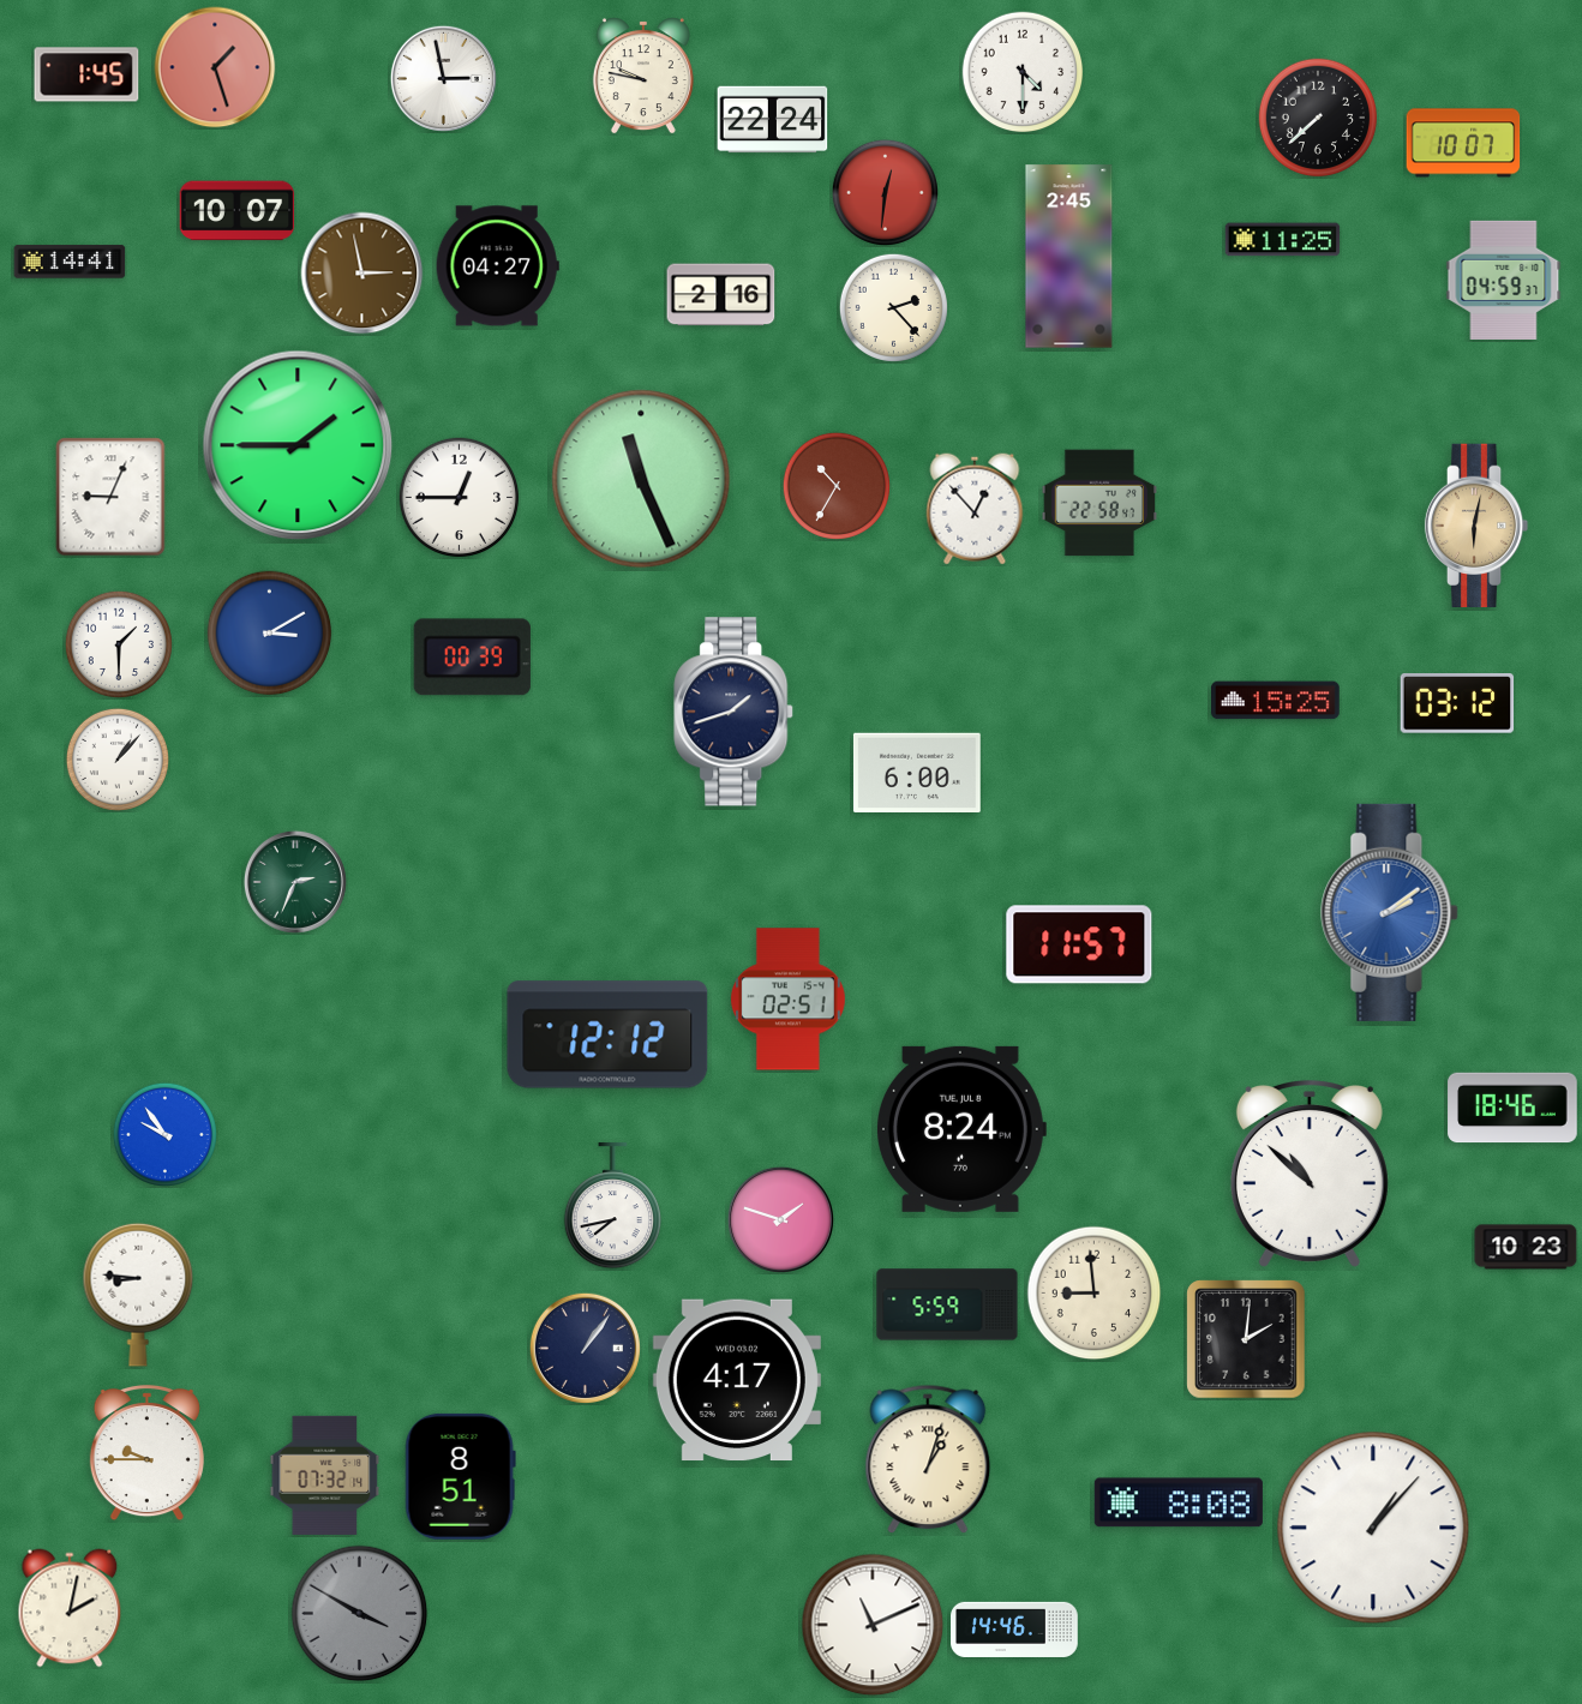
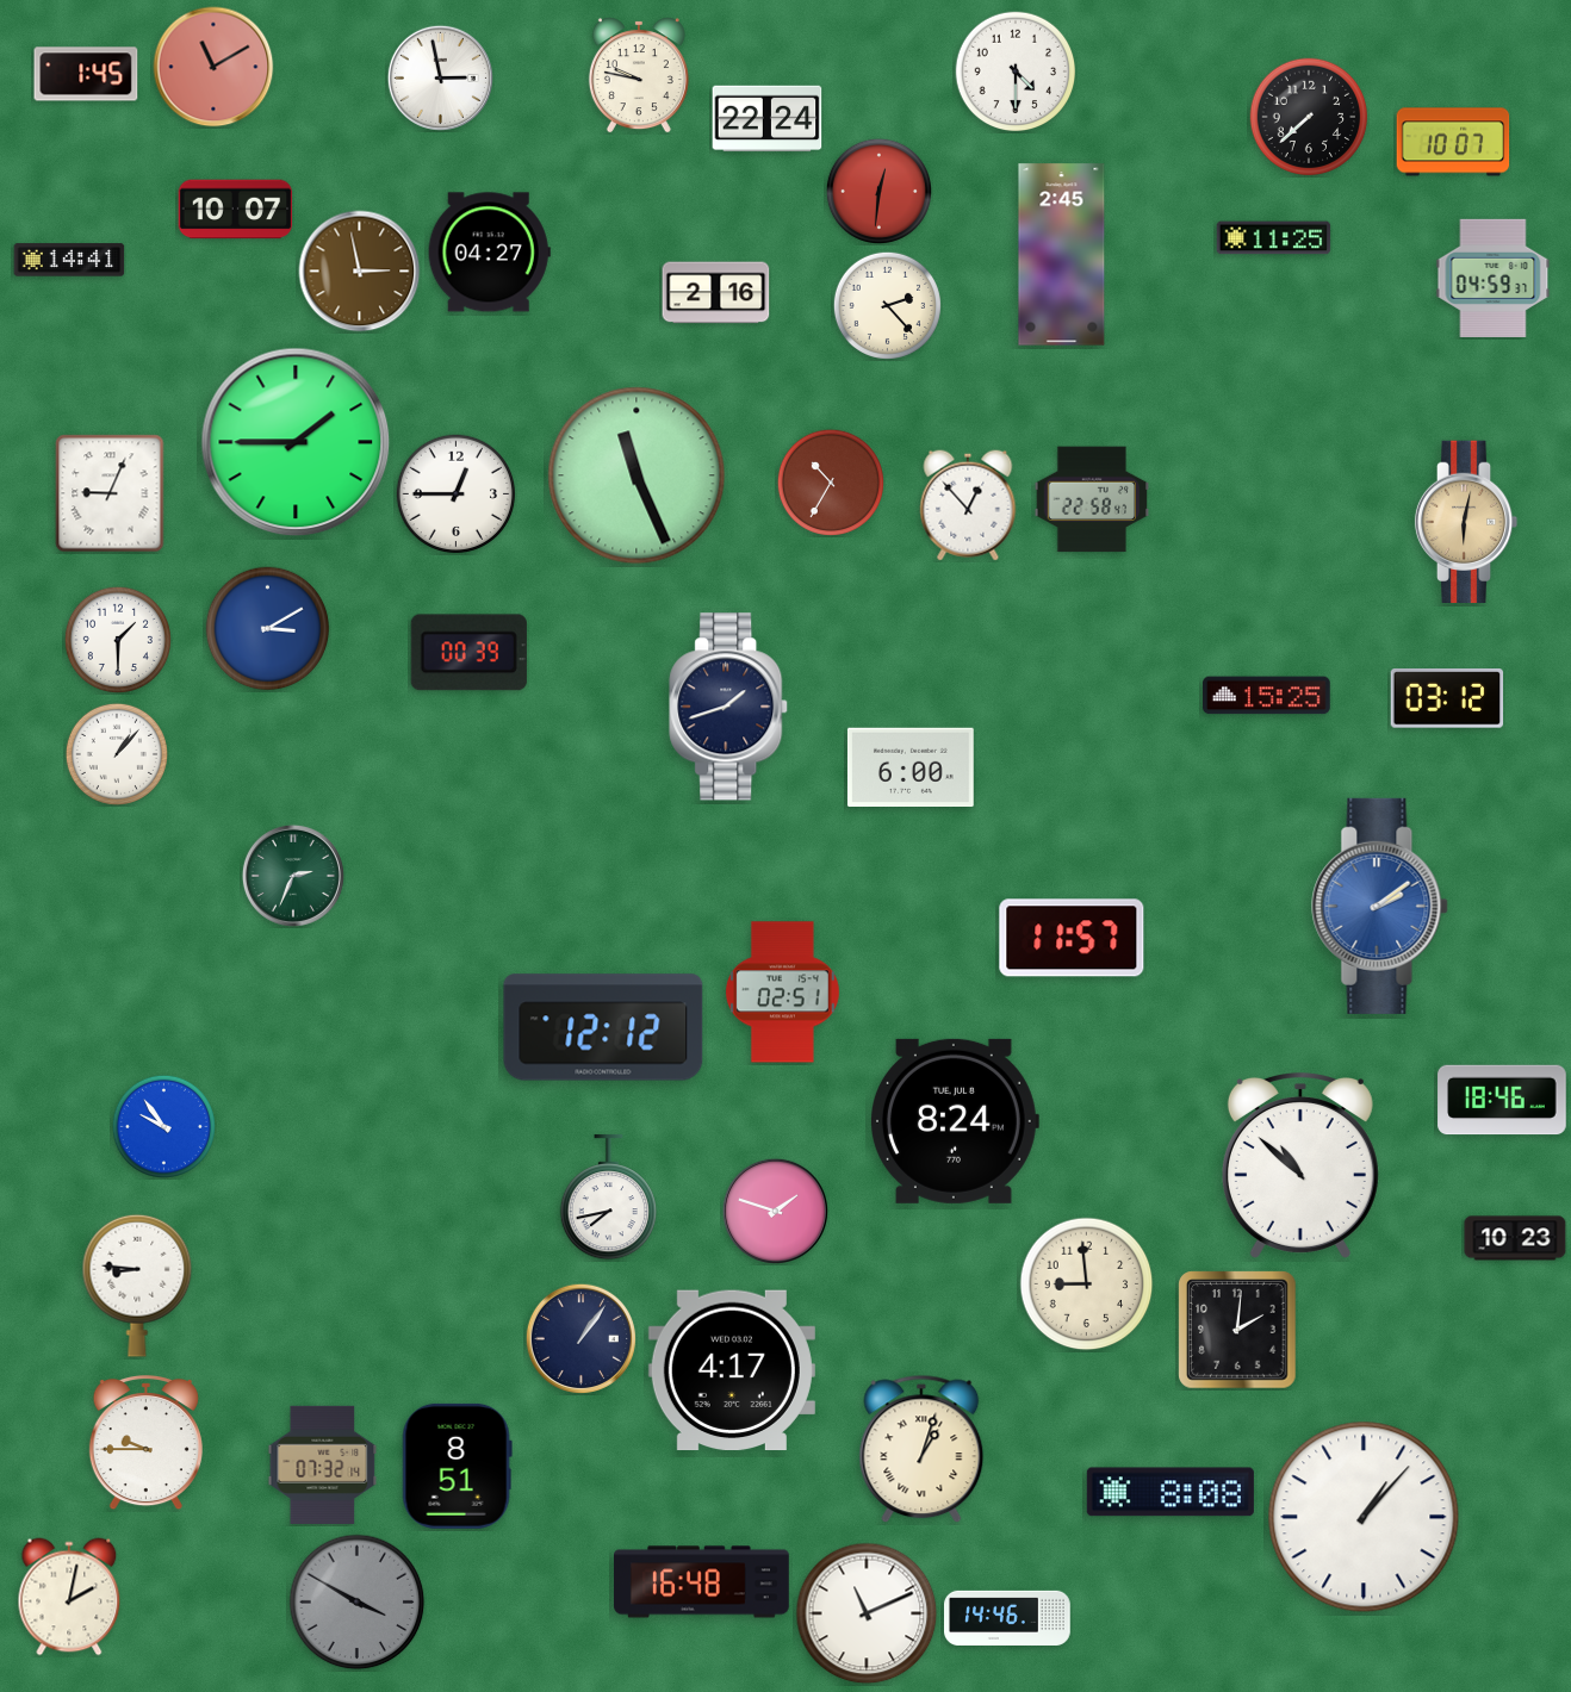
clock at (215, 67): 1:27 -> 11:10
clock at (497, 266) position: (497, 266) -> (489, 253)
clock at (947, 1304): 5:59 -> none
clock at (702, 1582): none -> 16:48
